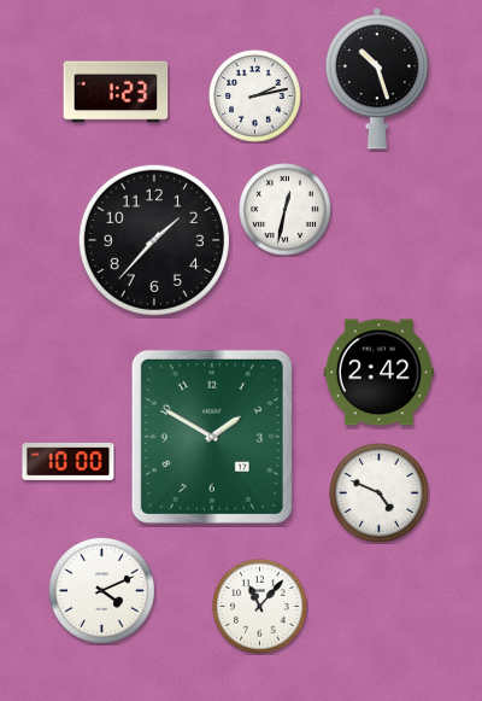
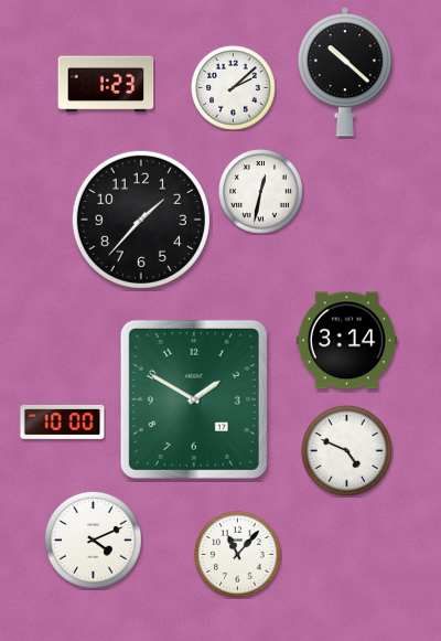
clock at (377, 78): 10:27 -> 10:22
clock at (255, 97): 2:13 -> 2:08
clock at (378, 373): 2:42 -> 3:14
